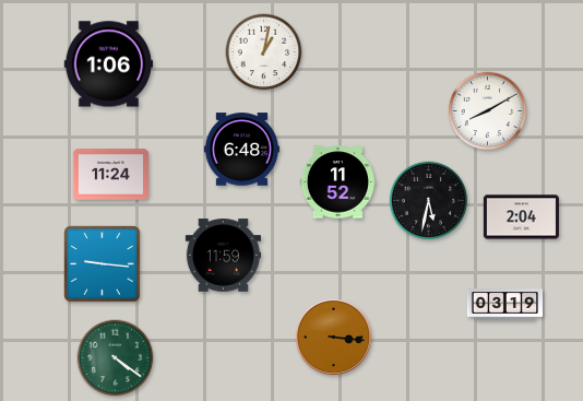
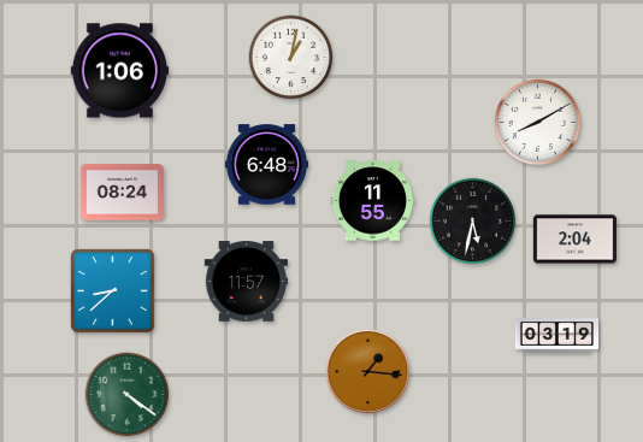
clock at (110, 175): 11:24 -> 08:24
clock at (337, 182): 11:52 -> 11:55
clock at (223, 256): 11:59 -> 11:57
clock at (103, 264): 9:16 -> 8:38
clock at (333, 337): 3:16 -> 1:16
